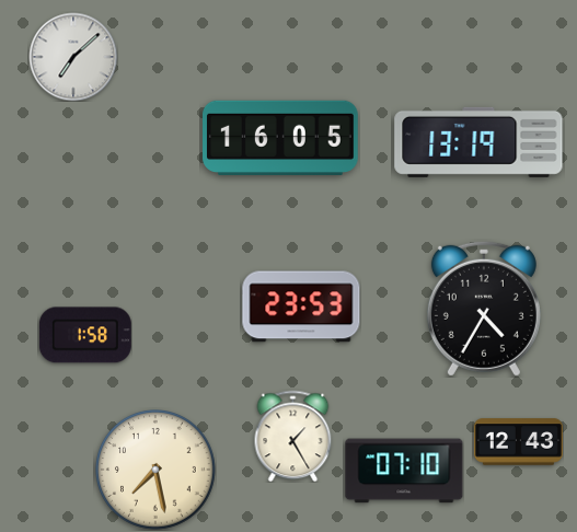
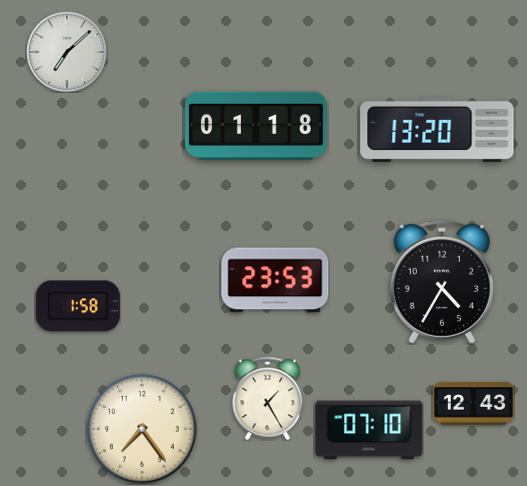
clock at (281, 138): 16:05 -> 01:18
clock at (478, 142): 13:19 -> 13:20
clock at (157, 471): 7:28 -> 7:24
